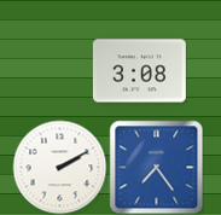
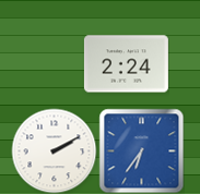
clock at (139, 71): 3:08 -> 2:24
clock at (156, 167): 7:24 -> 6:36
